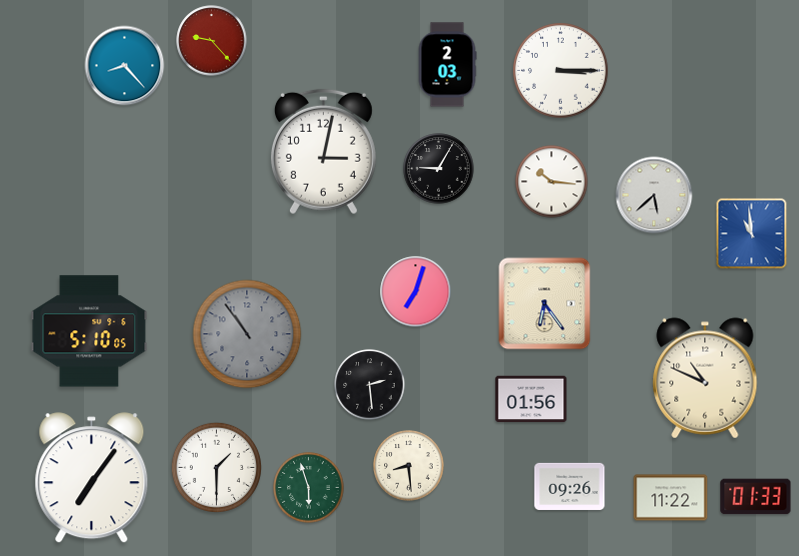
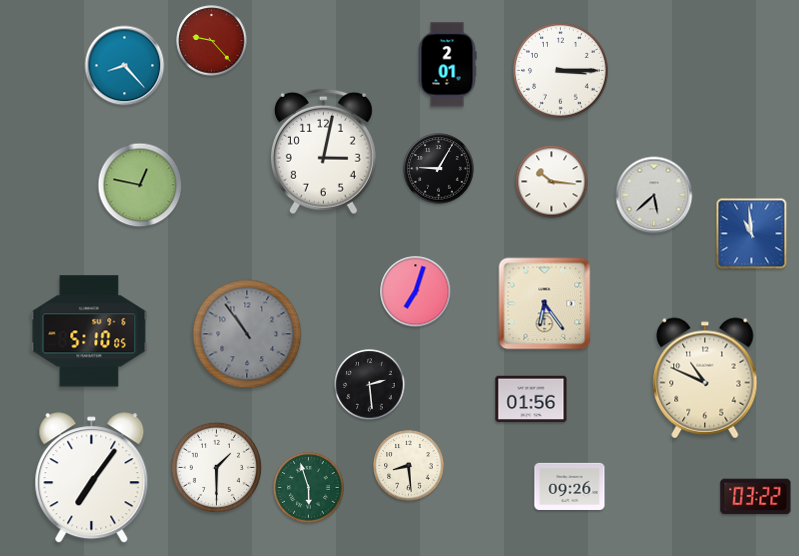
clock at (447, 65): 2:03 -> 2:01
clock at (140, 185): none -> 12:47
clock at (756, 497): 01:33 -> 03:22
clock at (671, 498): 11:22 -> none
